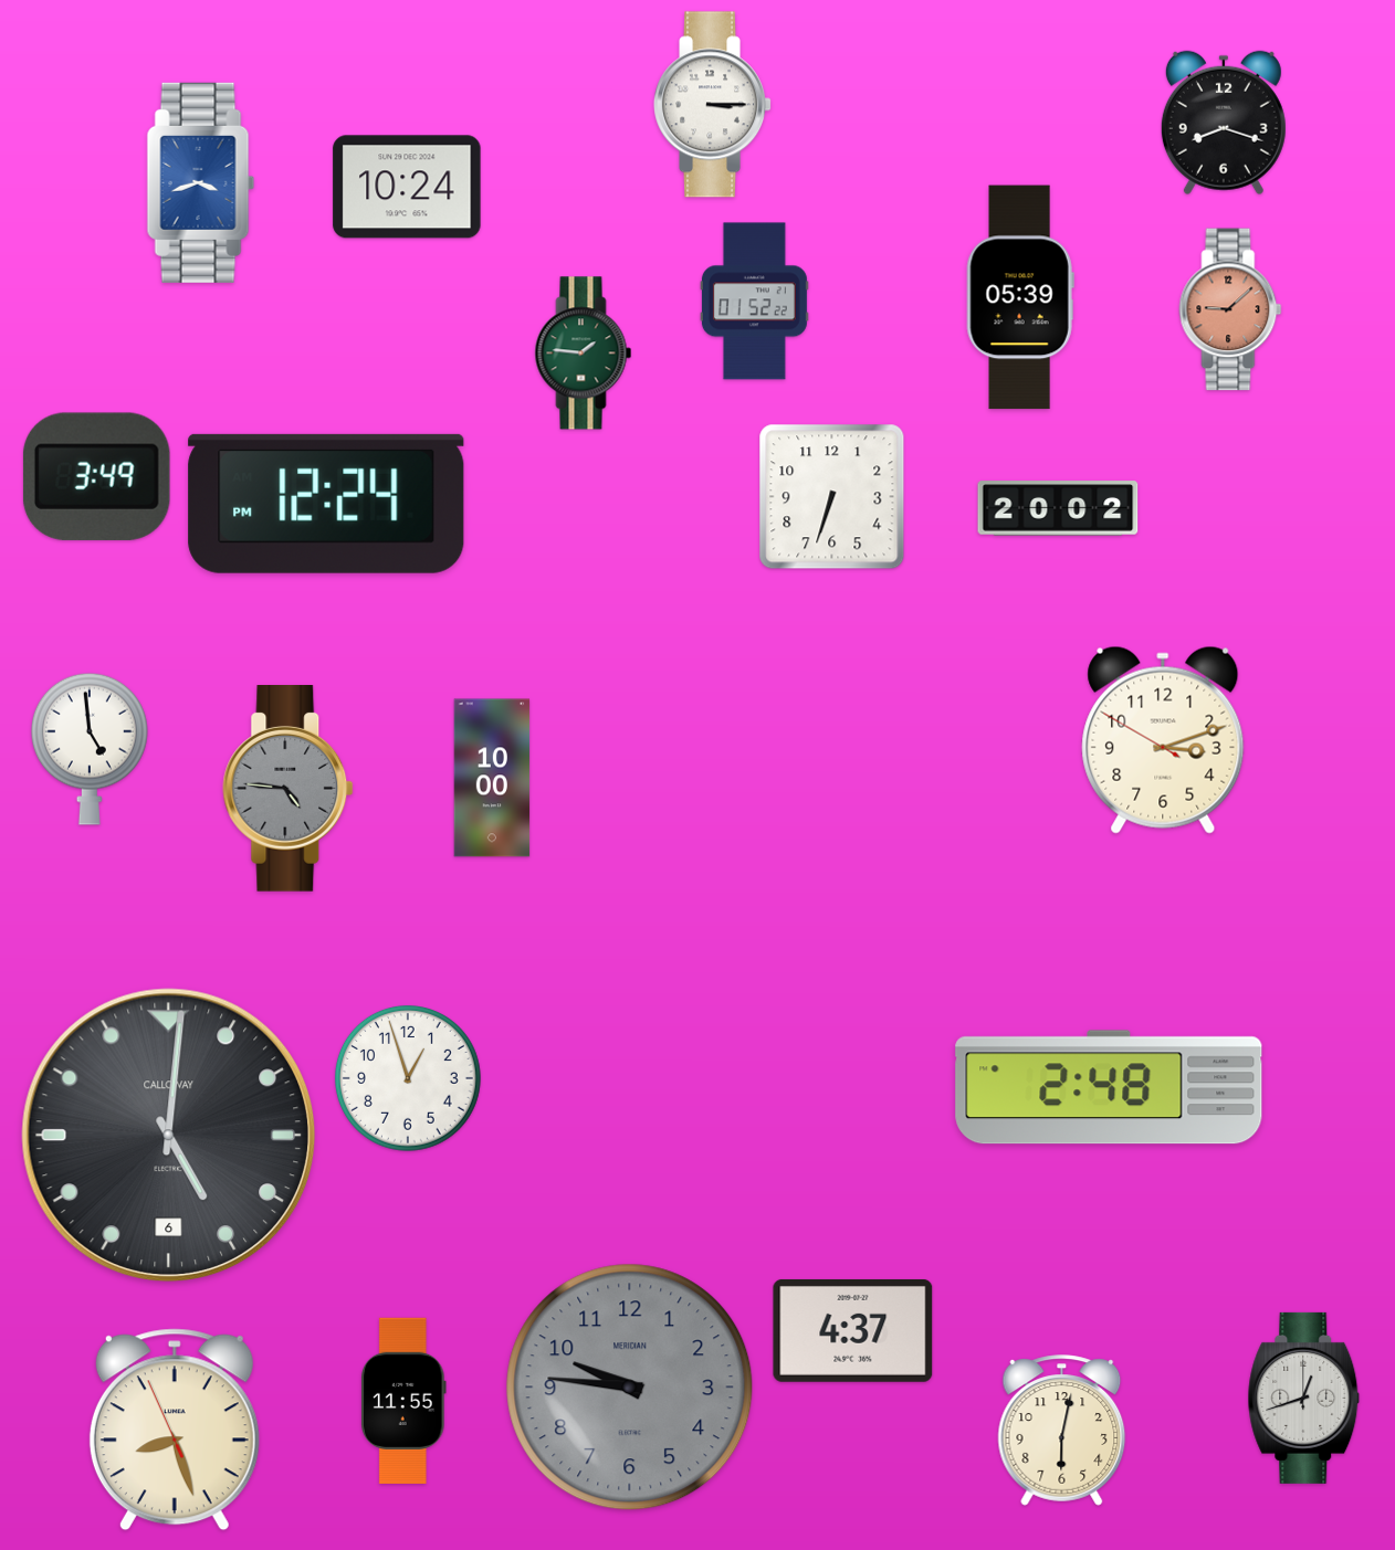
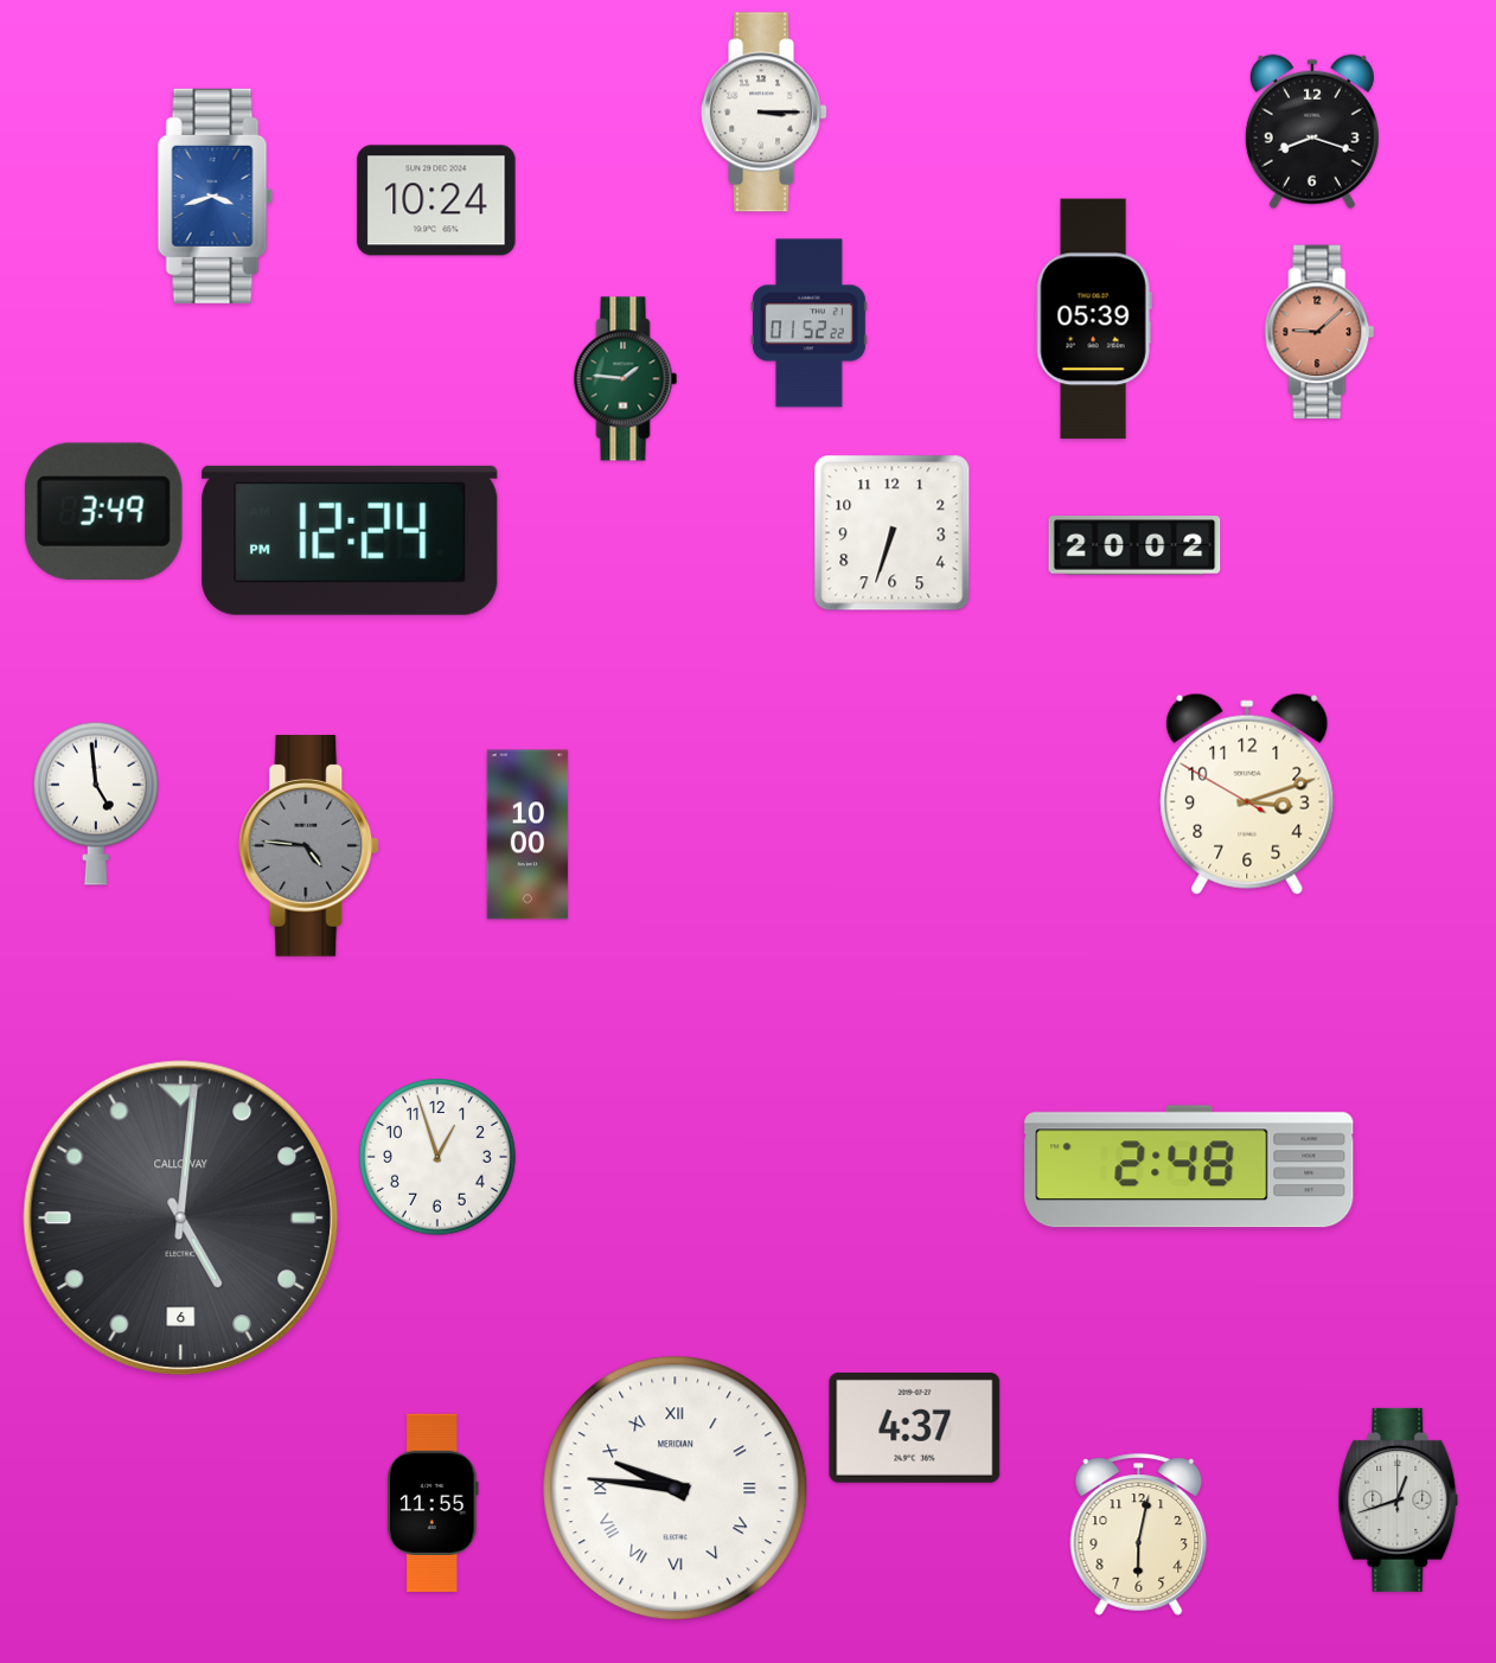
clock at (630, 1388) dial: grey -> white
clock at (630, 1388) numerals: Arabic -> Roman
clock at (175, 1430): 8:26 -> none
